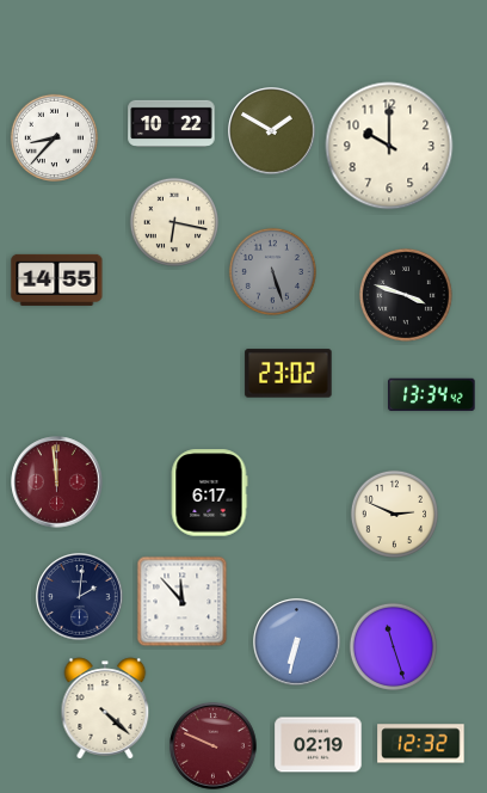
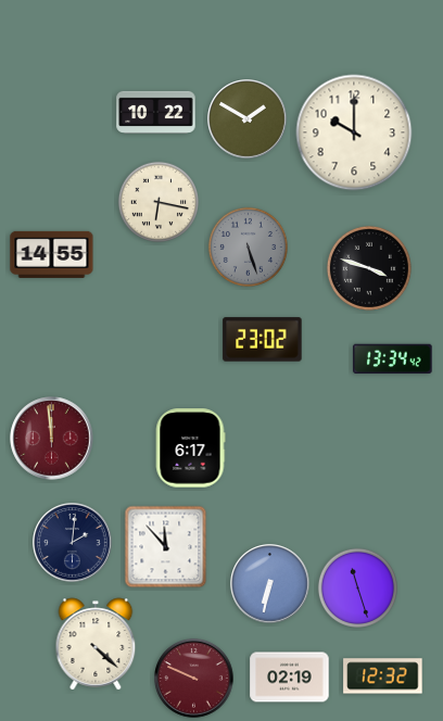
clock at (54, 137): 8:37 -> none
clock at (394, 514): 2:49 -> none
